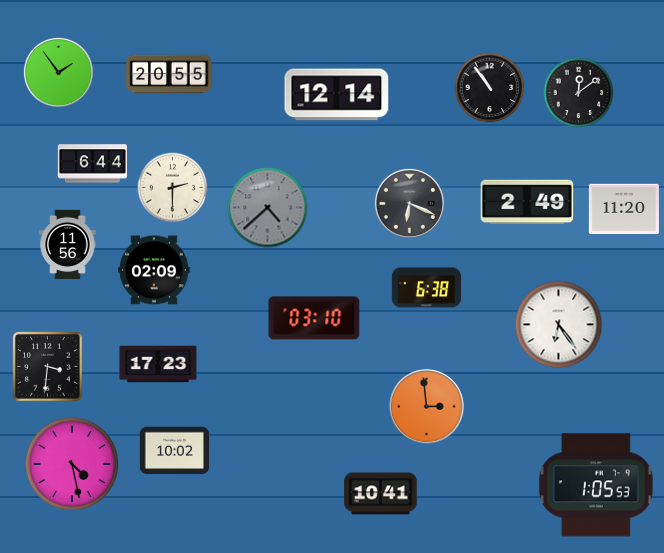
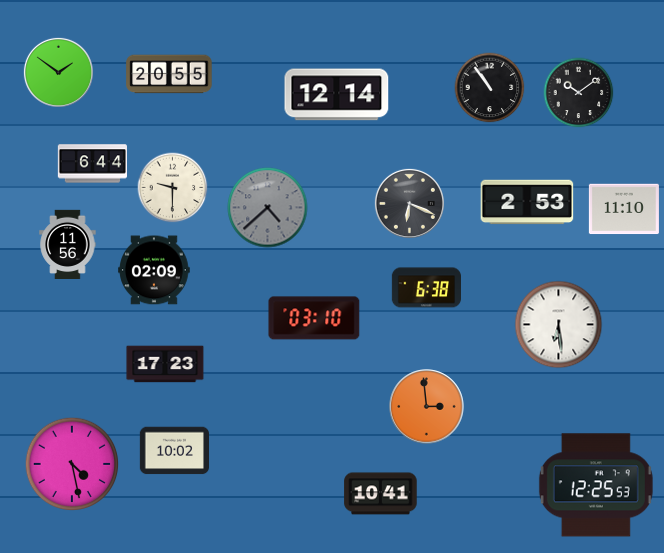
clock at (58, 72): 1:54 -> 1:51
clock at (579, 93): 12:09 -> 10:09
clock at (173, 188): 2:30 -> 9:30
clock at (527, 202): 2:49 -> 2:53
clock at (624, 209): 11:20 -> 11:10
clock at (559, 325): 6:24 -> 6:29
clock at (158, 364) position: (158, 364) -> (165, 364)
clock at (48, 367): 3:31 -> none
clock at (596, 485): 1:05 -> 12:25
